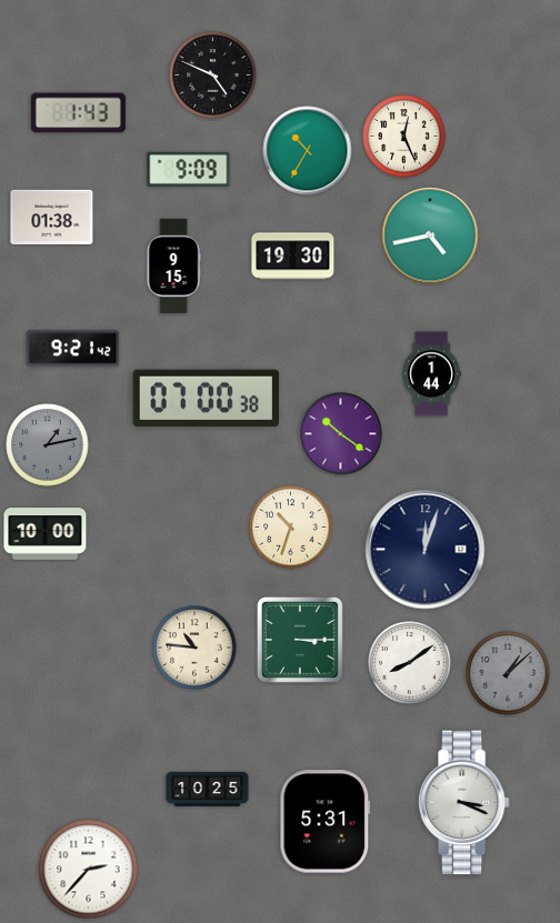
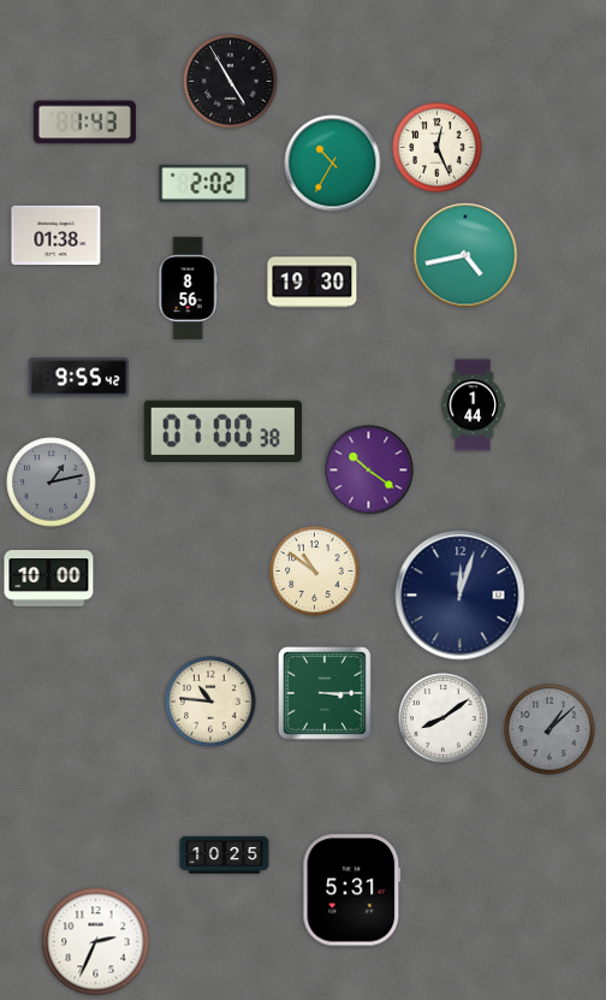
clock at (213, 76): 4:49 -> 4:55
clock at (189, 169): 9:09 -> 2:02
clock at (293, 257) position: (293, 257) -> (313, 283)
clock at (173, 265): 9:15 -> 8:56
clock at (73, 349): 9:21 -> 9:55
clock at (431, 374) position: (431, 374) -> (473, 406)
clock at (291, 528): 10:33 -> 10:51
clock at (463, 803): 3:19 -> none
clock at (89, 870): 2:37 -> 2:34
